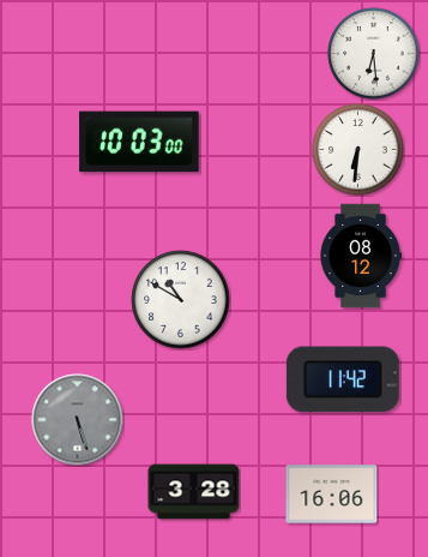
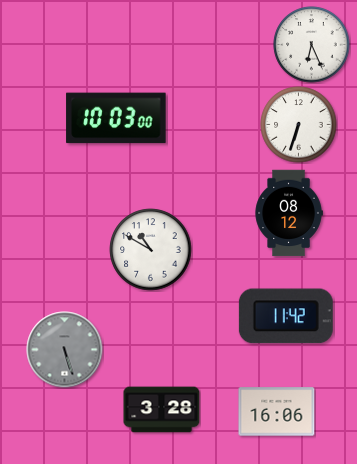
clock at (374, 54): 6:29 -> 6:26
clock at (358, 150): 6:31 -> 6:33
clock at (361, 256) position: (361, 256) -> (289, 213)
